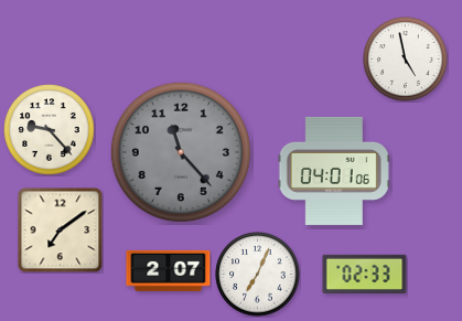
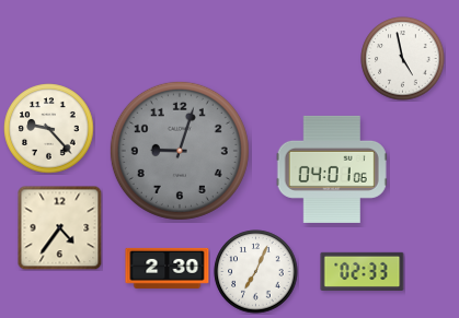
clock at (181, 152): 11:23 -> 9:03
clock at (60, 229): 7:09 -> 4:36
clock at (169, 270): 2:07 -> 2:30
